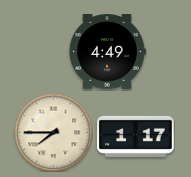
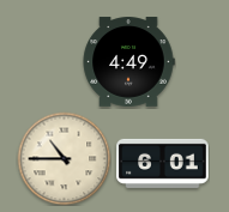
clock at (53, 132): 7:45 -> 10:45
clock at (136, 136): 1:17 -> 6:01
